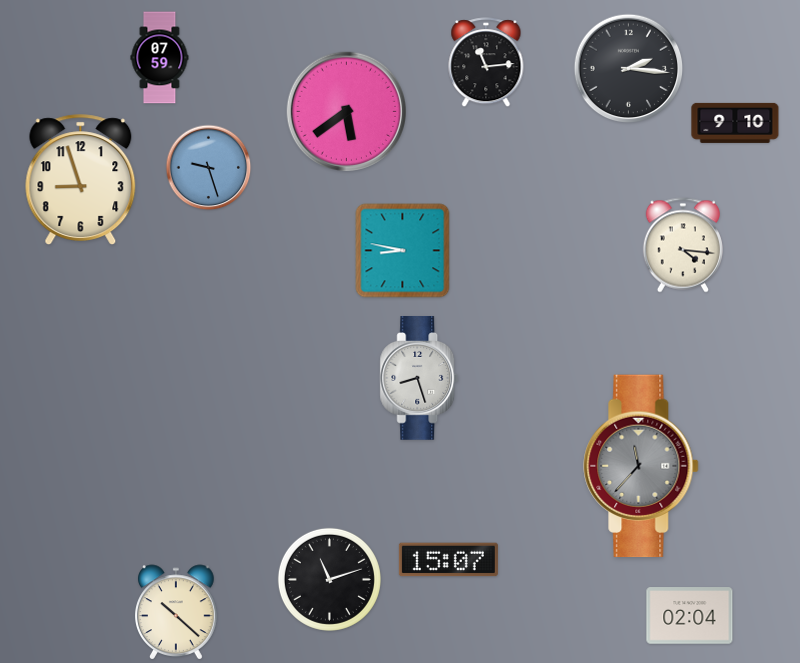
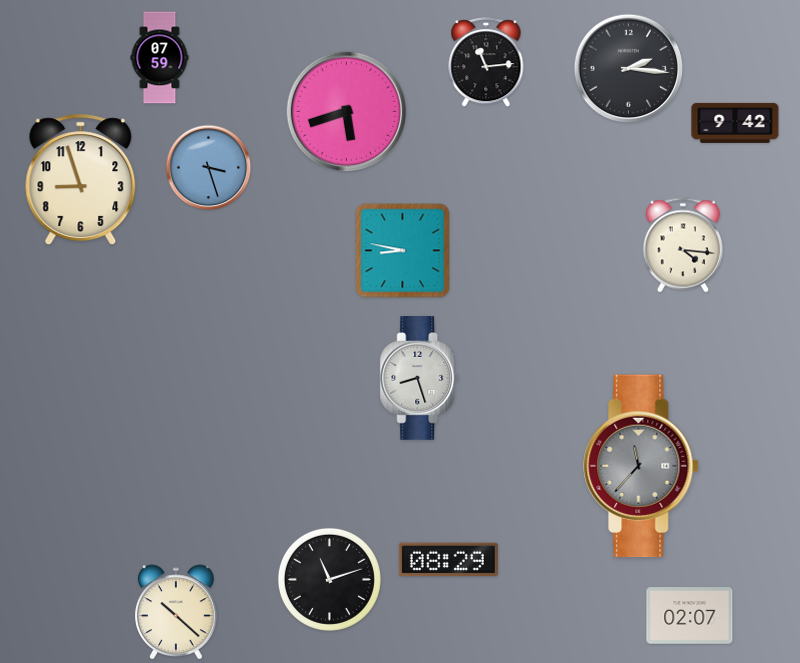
clock at (346, 111): 5:39 -> 5:42
clock at (735, 123): 9:10 -> 9:42
clock at (209, 168): 9:27 -> 3:27
clock at (448, 560): 15:07 -> 08:29
clock at (690, 616): 02:04 -> 02:07
